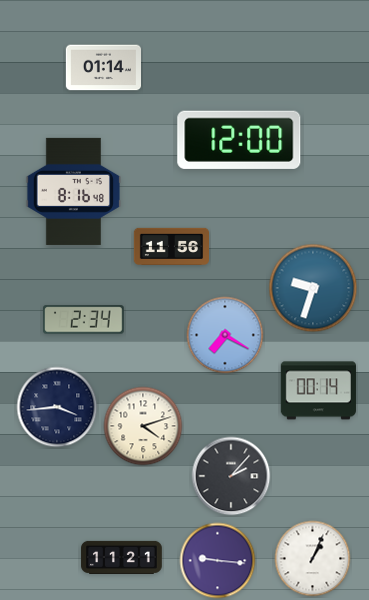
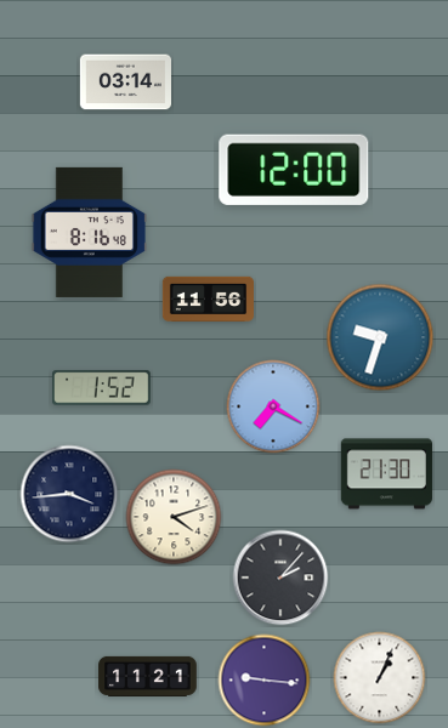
clock at (103, 68): 01:14 -> 03:14
clock at (239, 140) position: (239, 140) -> (294, 170)
clock at (313, 288) position: (313, 288) -> (380, 337)
clock at (84, 320): 2:34 -> 1:52
clock at (318, 391): 00:14 -> 21:30
